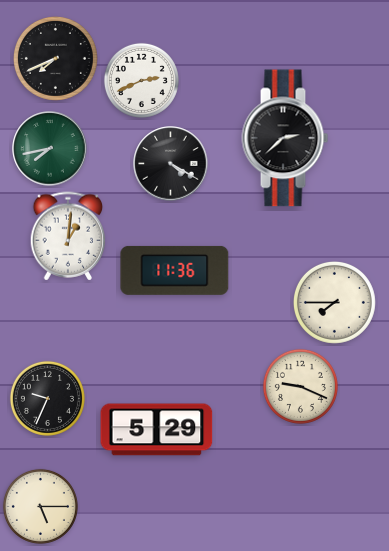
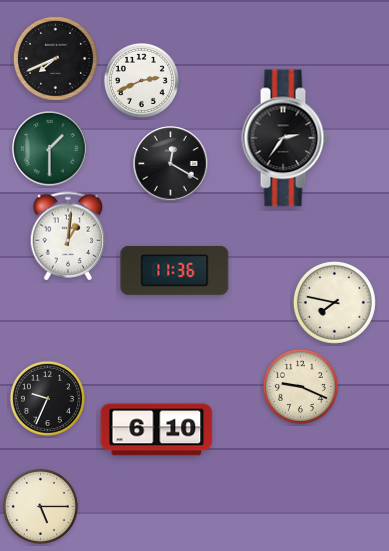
clock at (285, 138): 2:38 -> 2:36
clock at (50, 149): 7:43 -> 1:30
clock at (171, 164): 4:20 -> 12:20
clock at (334, 302): 7:45 -> 7:47
clock at (157, 430): 5:29 -> 6:10
